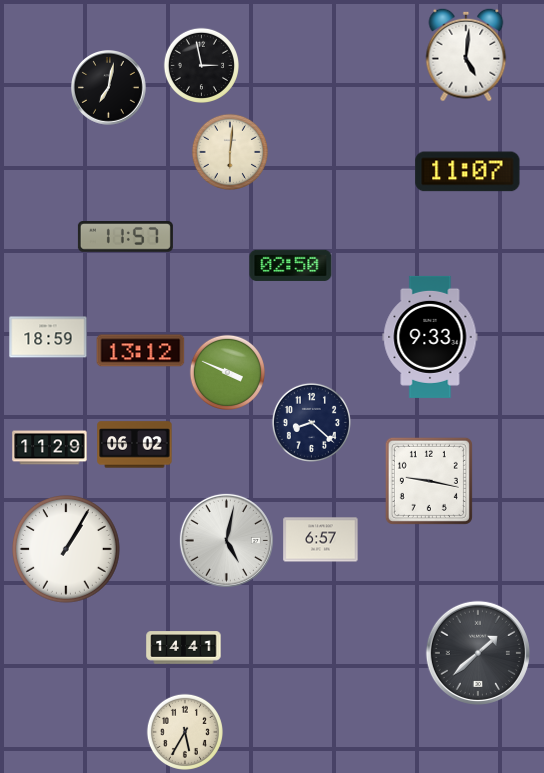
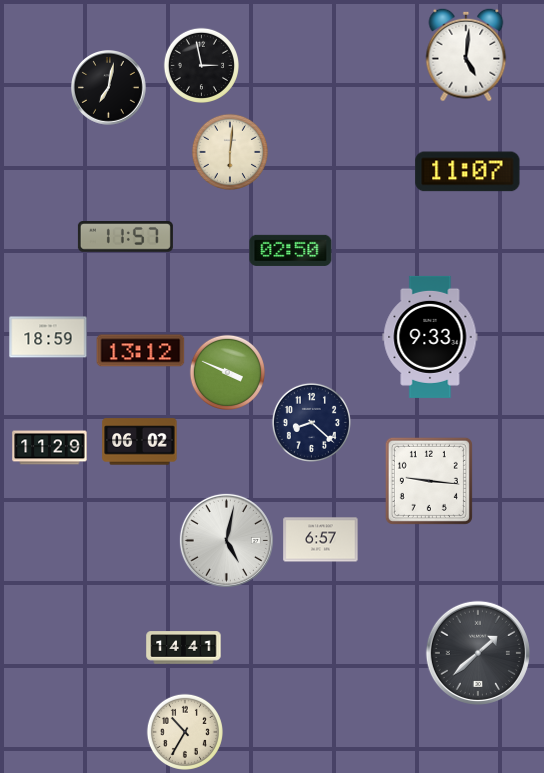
clock at (291, 265) position: (291, 265) -> (291, 250)
clock at (135, 445) position: (135, 445) -> (140, 442)
clock at (429, 481): 9:17 -> 9:16
clock at (67, 550): 1:05 -> none
clock at (184, 731): 5:35 -> 10:35
